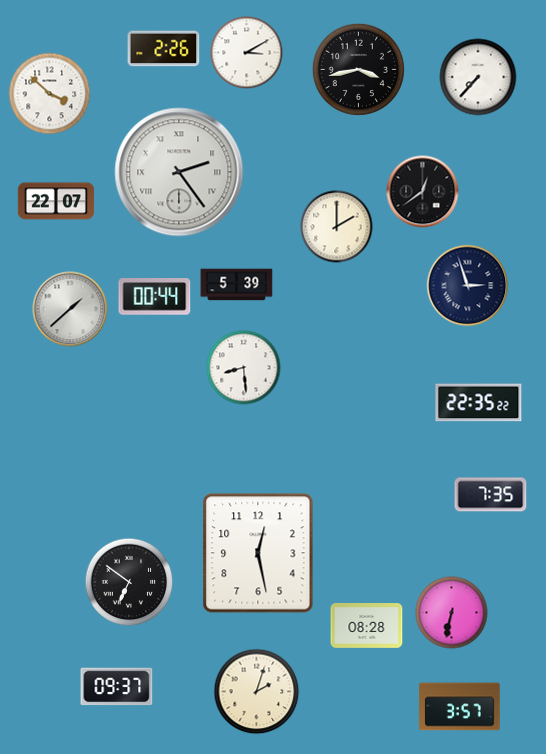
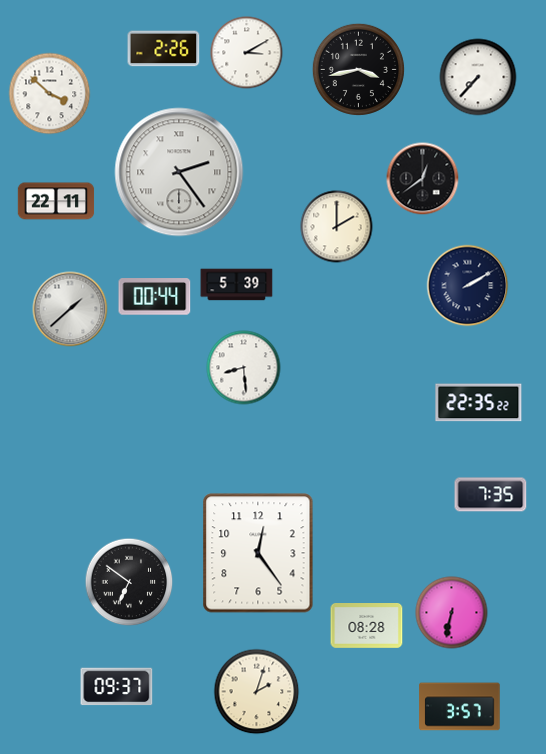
clock at (423, 192) position: (423, 192) -> (423, 179)
clock at (56, 201): 22:07 -> 22:11
clock at (468, 286): 2:57 -> 2:10
clock at (258, 553): 12:28 -> 12:24
